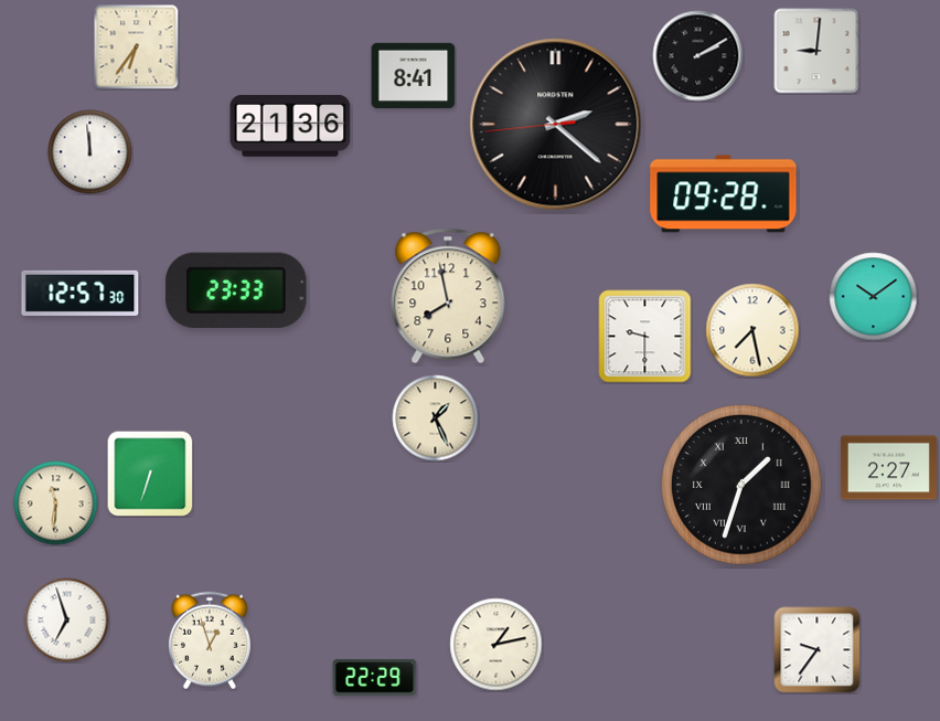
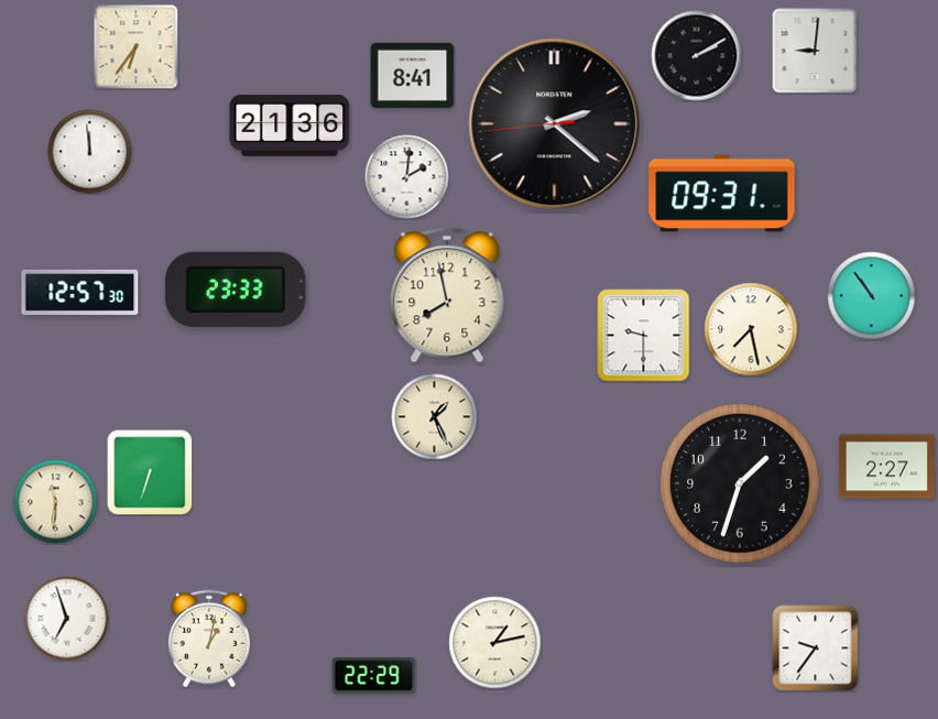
clock at (407, 177): none -> 2:01
clock at (724, 194): 09:28 -> 09:31
clock at (874, 297): 10:09 -> 10:54
clock at (741, 485) numerals: Roman -> Arabic
clock at (210, 640): 12:57 -> 1:02
